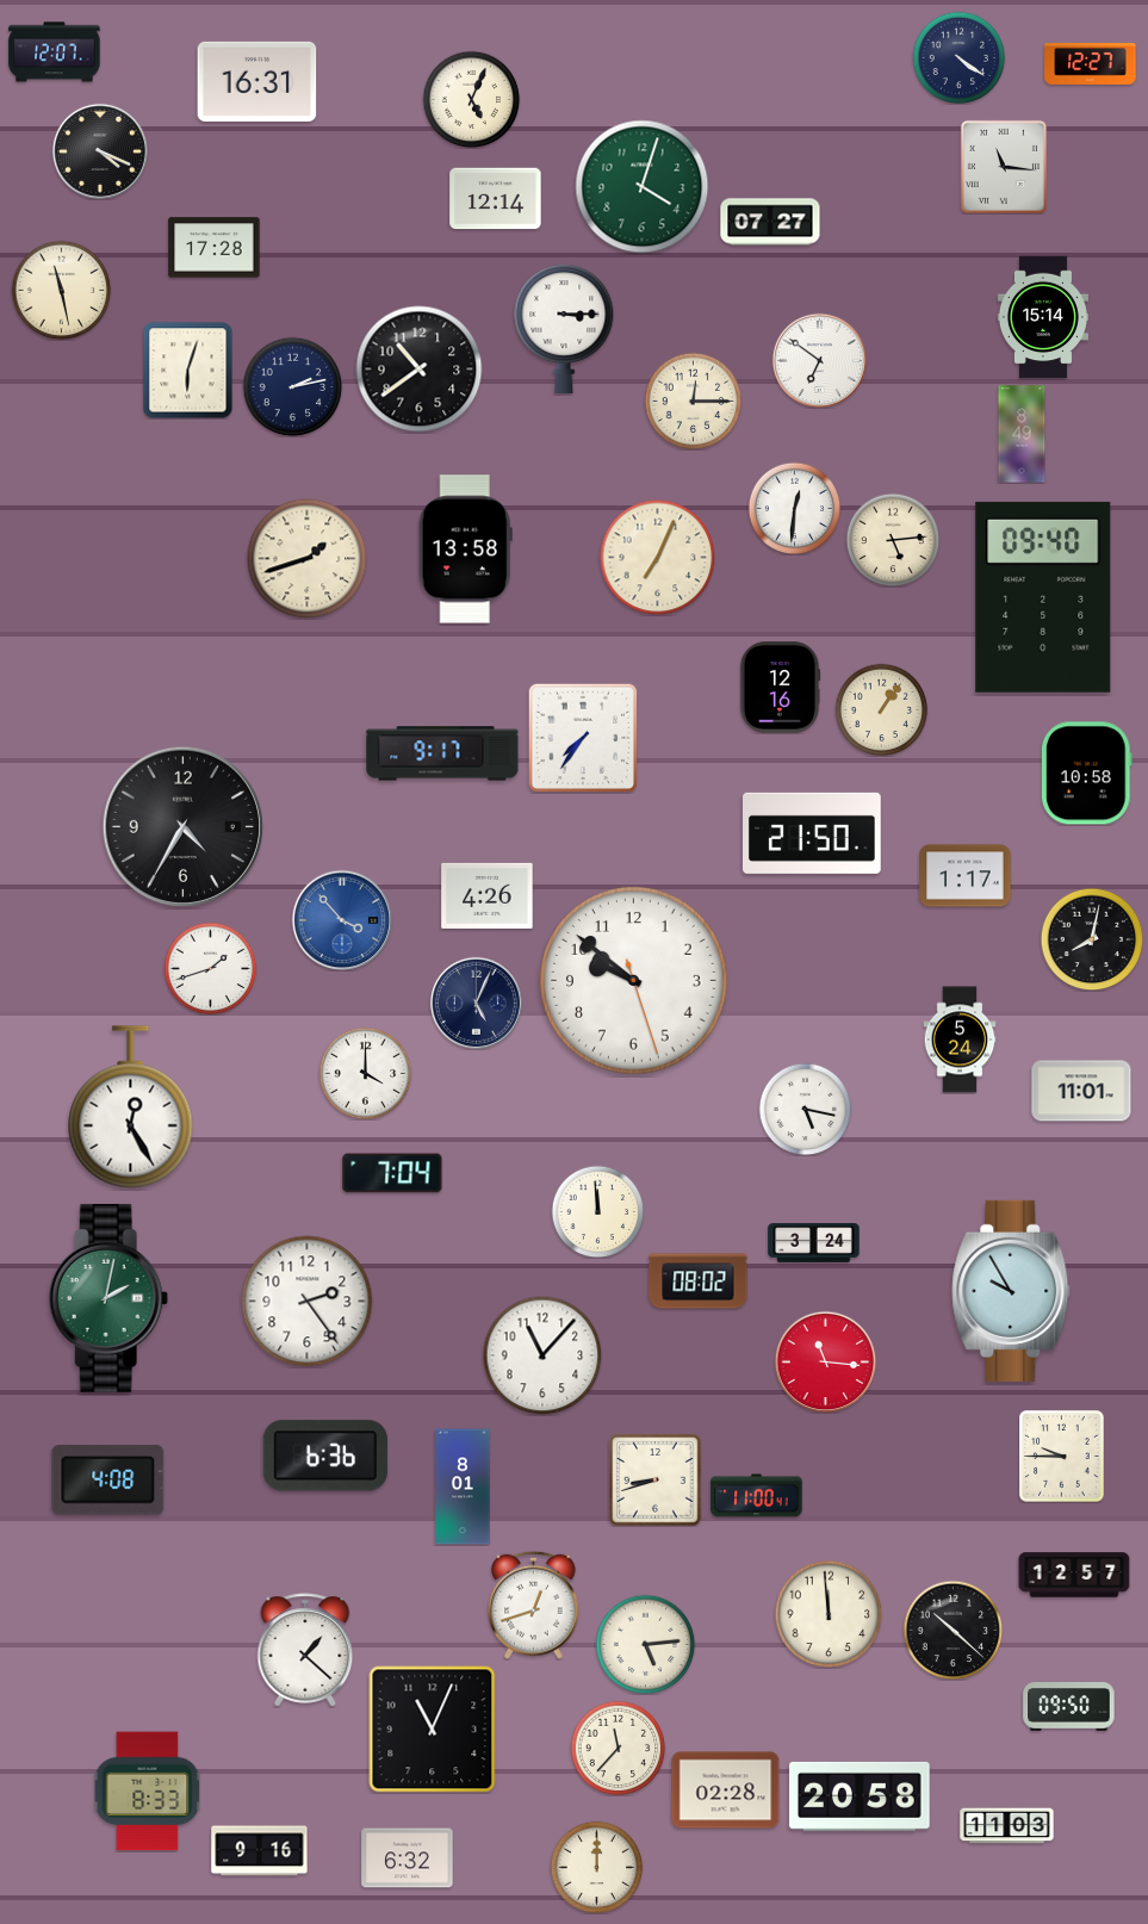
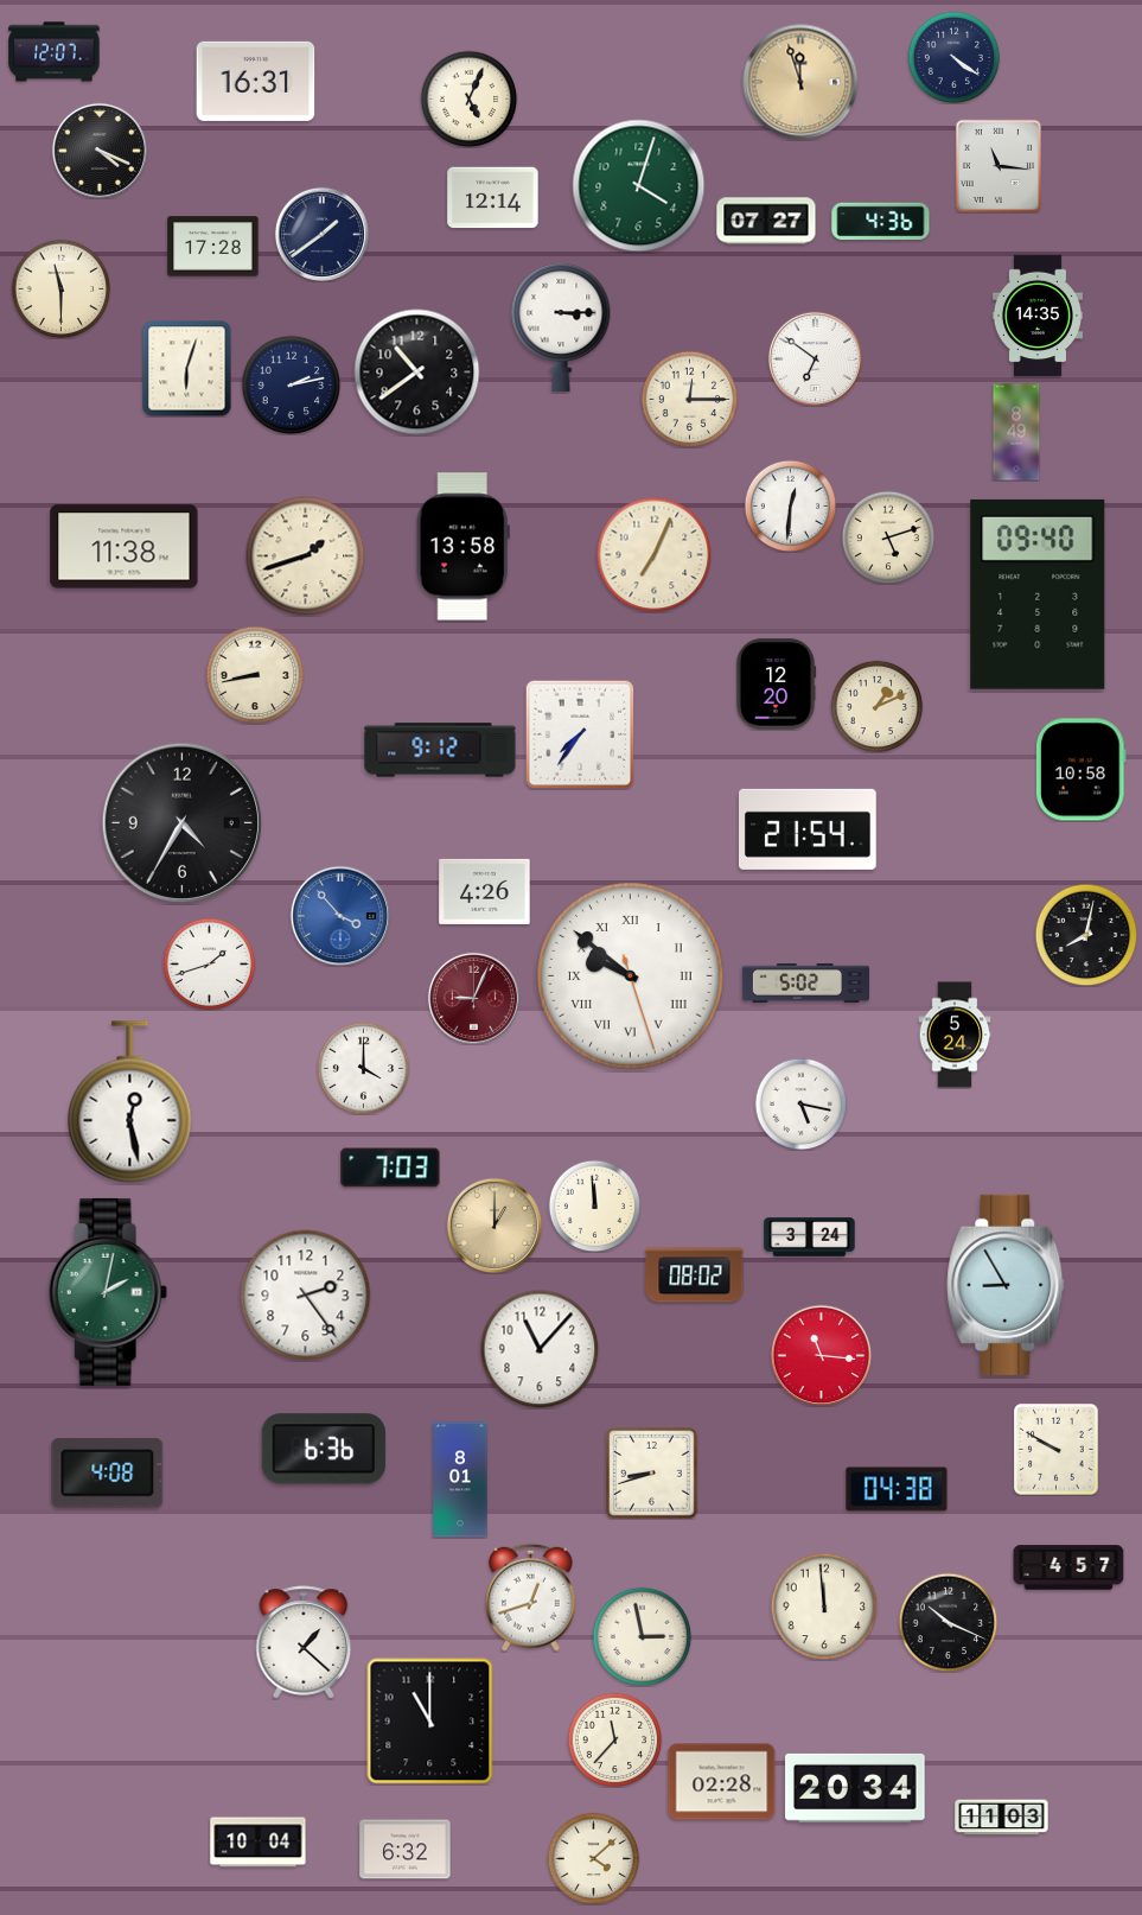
clock at (1091, 64): 12:27 -> none
clock at (800, 82): none -> 11:57
clock at (881, 222): none -> 4:36
clock at (321, 234): none -> 1:39
clock at (61, 290): 11:28 -> 11:30
clock at (1043, 317): 15:14 -> 14:35
clock at (420, 370) position: (420, 370) -> (417, 373)
clock at (893, 540): 5:14 -> 5:12
clock at (125, 547): none -> 11:38
clock at (255, 675): none -> 8:43
clock at (780, 688): 12:16 -> 12:20
clock at (881, 709): 1:06 -> 1:11
clock at (442, 753): 9:17 -> 9:12
clock at (813, 833): 21:50 -> 21:54
clock at (966, 876): 1:17 -> none
clock at (634, 981) numerals: Arabic -> Roman
clock at (805, 984): none -> 5:02
clock at (476, 1003): 5:04 -> 9:04
clock at (476, 1003) dial: navy -> burgundy
clock at (1081, 1091): 11:01 -> none
clock at (131, 1107): 12:25 -> 12:28
clock at (392, 1173): 7:04 -> 7:03
clock at (495, 1226): none -> 1:00
clock at (1011, 1291): 9:55 -> 8:55
clock at (1062, 1457): 9:45 -> 9:50
clock at (757, 1496): 11:00 -> none
clock at (897, 1489): none -> 04:38
clock at (1074, 1575): 12:57 -> 4:57
clock at (952, 1630): 10:22 -> 10:19
clock at (645, 1644): 5:14 -> 2:58
clock at (1069, 1707): 09:50 -> none
clock at (433, 1730): 11:04 -> 11:00
clock at (148, 1792): 8:33 -> none
clock at (860, 1796): 20:58 -> 20:34
clock at (260, 1851): 9:16 -> 10:04
clock at (596, 1867): 12:00 -> 4:08
